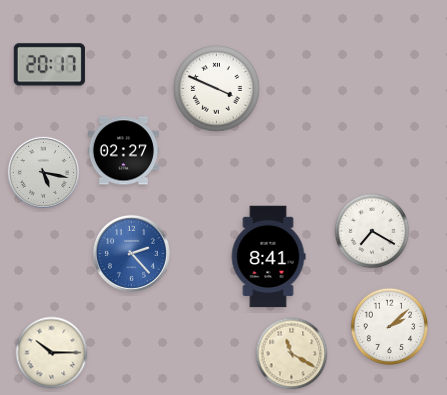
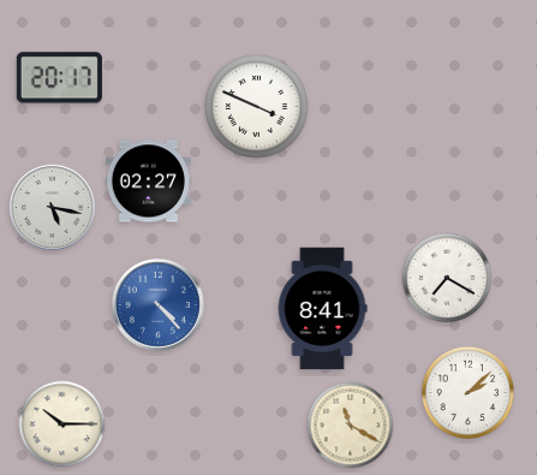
clock at (217, 89) position: (217, 89) -> (257, 107)
clock at (131, 253): 2:23 -> 4:23
